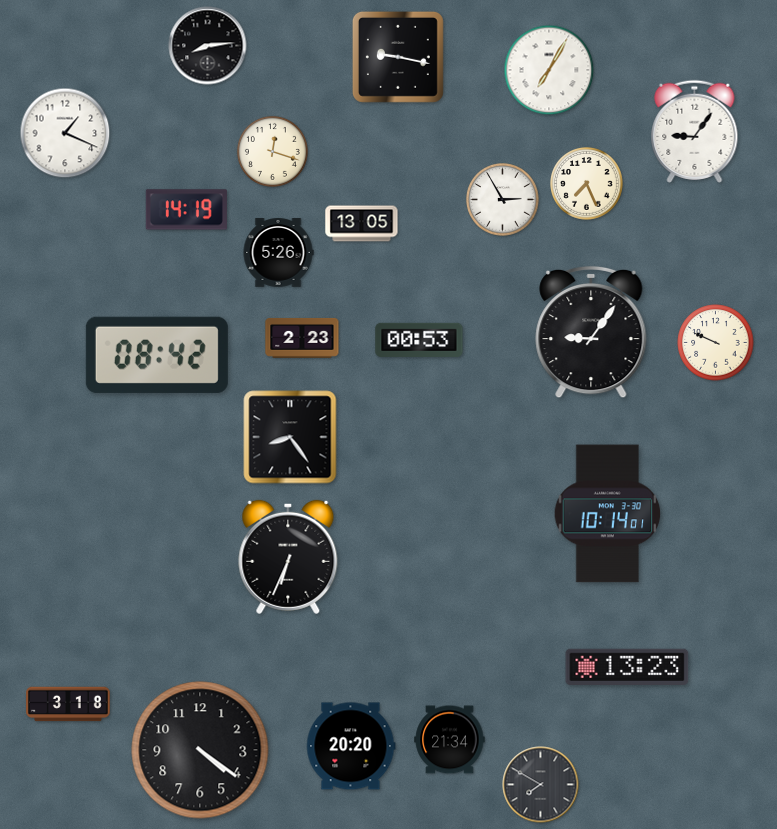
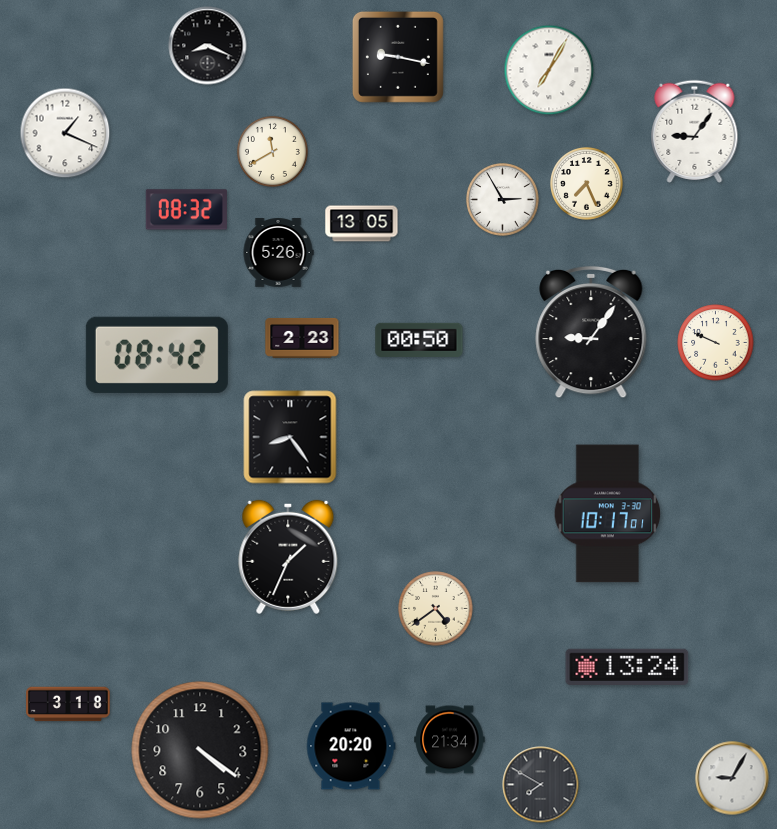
clock at (208, 46): 8:14 -> 8:19
clock at (272, 151): 12:18 -> 11:40
clock at (186, 210): 14:19 -> 08:32
clock at (419, 340): 00:53 -> 00:50
clock at (608, 514): 10:14 -> 10:17
clock at (288, 557): 6:34 -> 1:34
clock at (436, 609): none -> 4:39
clock at (627, 666): 13:23 -> 13:24
clock at (732, 778): none -> 9:05
